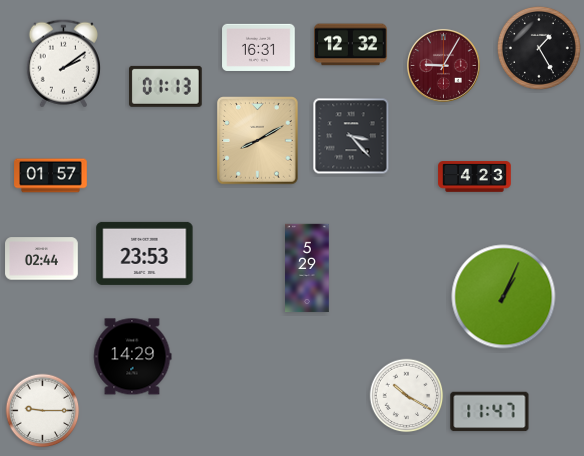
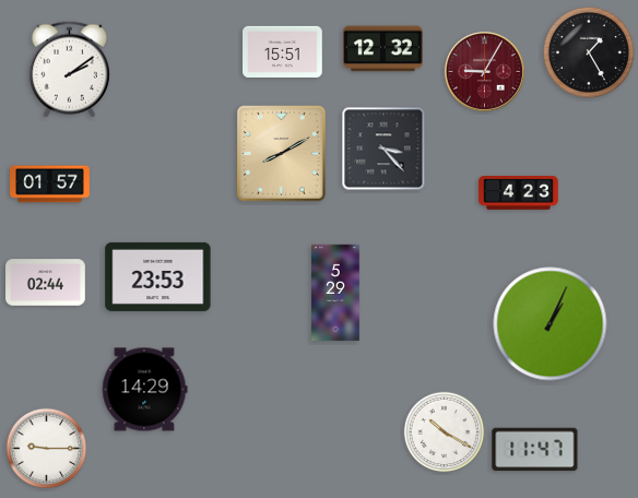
clock at (259, 47): 16:31 -> 15:51
clock at (166, 86): 01:13 -> none
clock at (51, 176) position: (51, 176) -> (50, 185)
